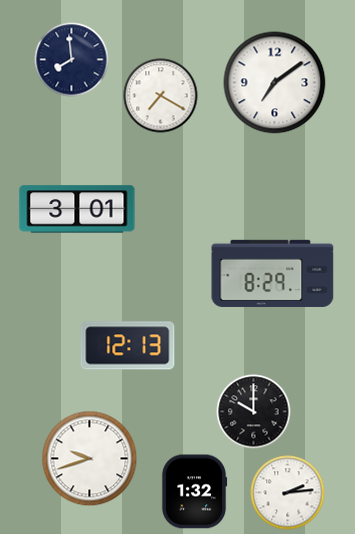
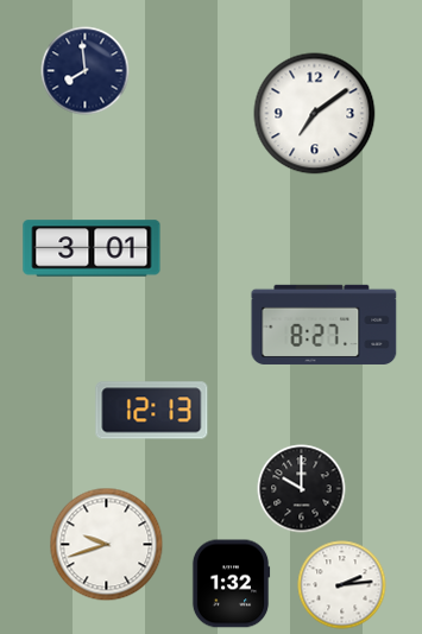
clock at (275, 83) position: (275, 83) -> (315, 114)
clock at (161, 96): 7:20 -> none
clock at (273, 273): 8:29 -> 8:27
